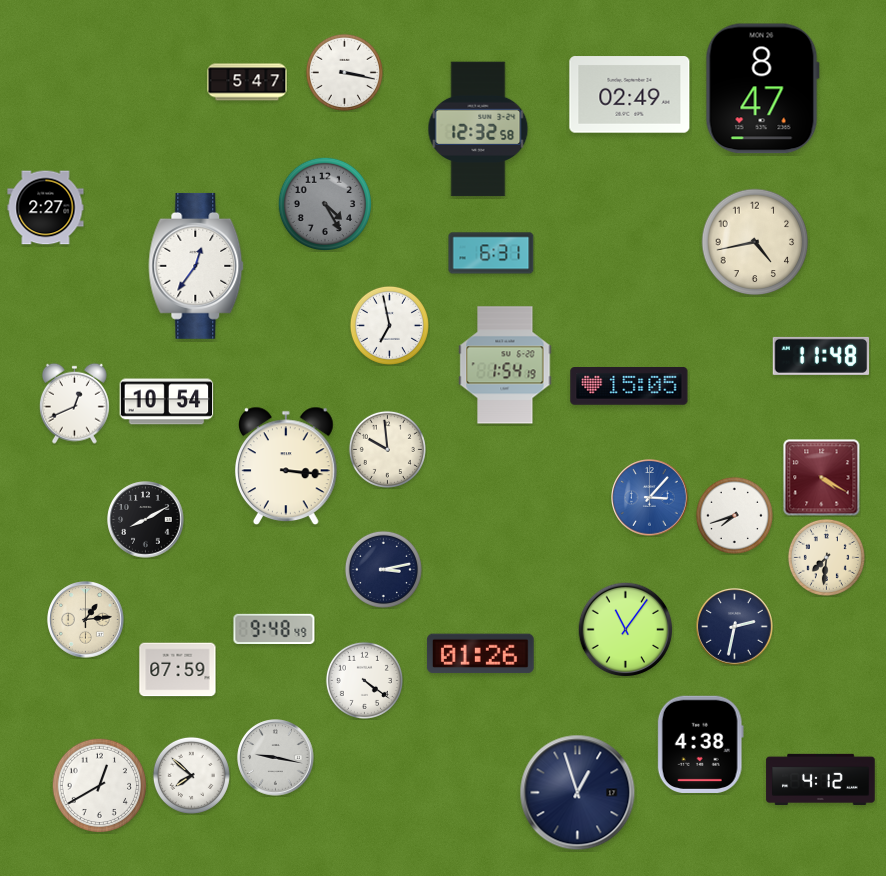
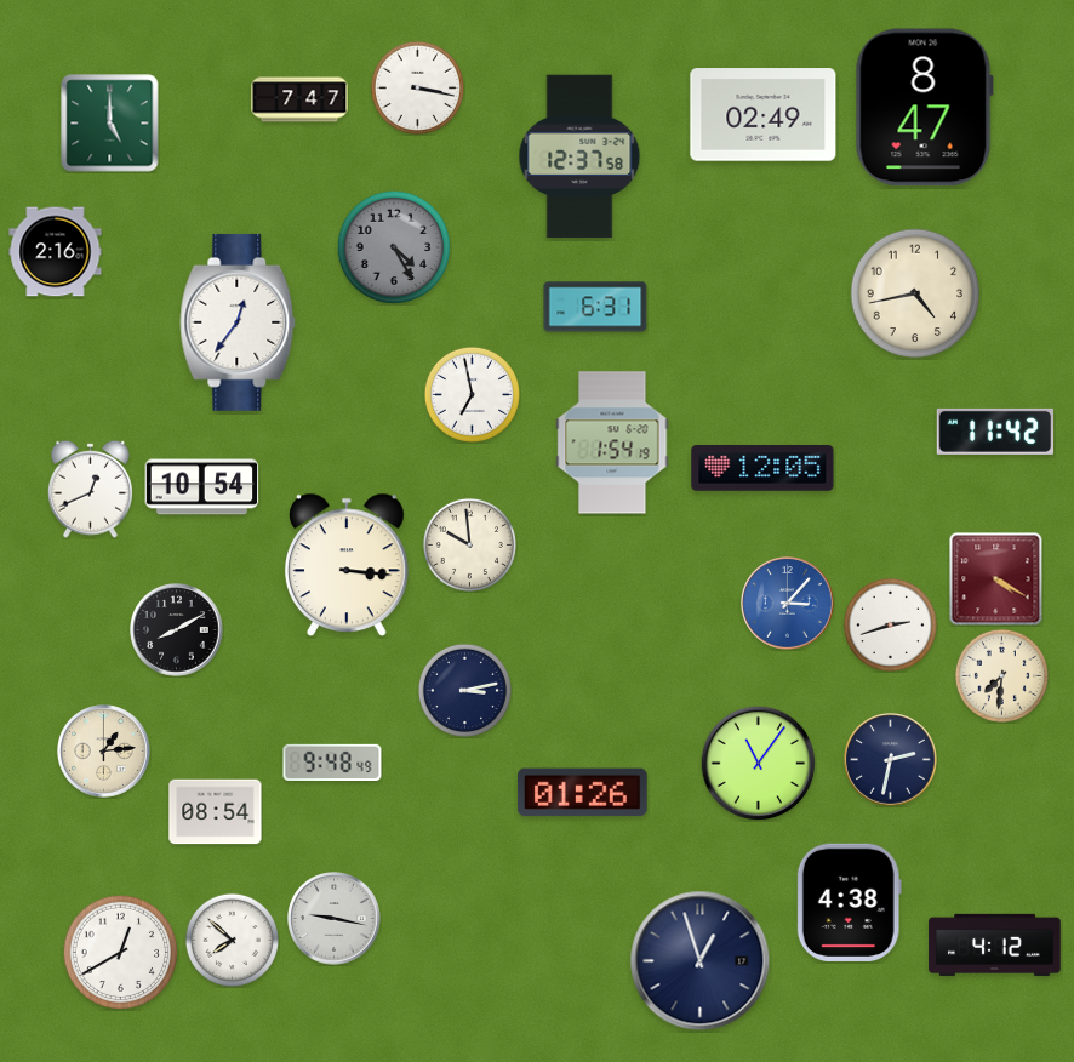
clock at (247, 82): 5:47 -> 7:47
clock at (110, 124): none -> 5:00
clock at (478, 129): 12:32 -> 12:37
clock at (46, 208): 2:27 -> 2:16
clock at (821, 356): 11:48 -> 11:42
clock at (629, 387): 15:05 -> 12:05
clock at (734, 515): 7:42 -> 2:42
clock at (178, 670): 07:59 -> 08:54
clock at (364, 680): 4:21 -> none
